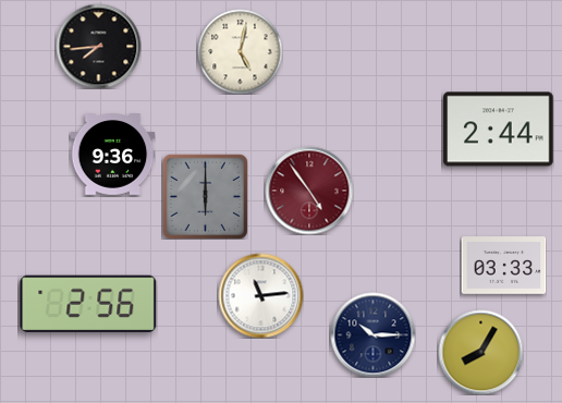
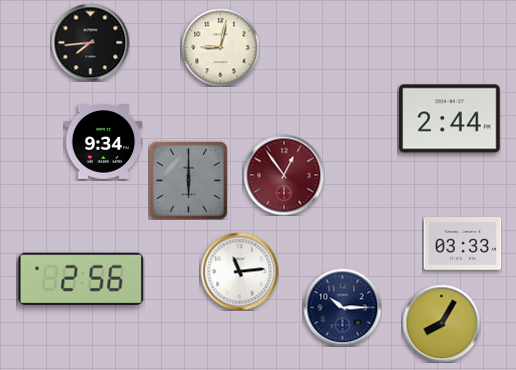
clock at (240, 51): 5:02 -> 9:02
clock at (499, 130) position: (499, 130) -> (450, 119)
clock at (112, 155): 9:36 -> 9:34
clock at (309, 191): 4:54 -> 12:54
